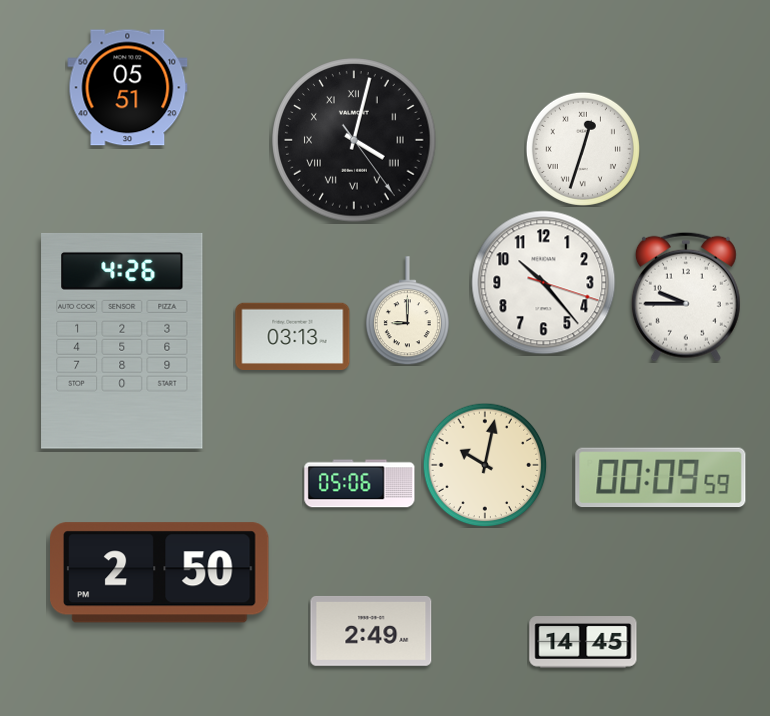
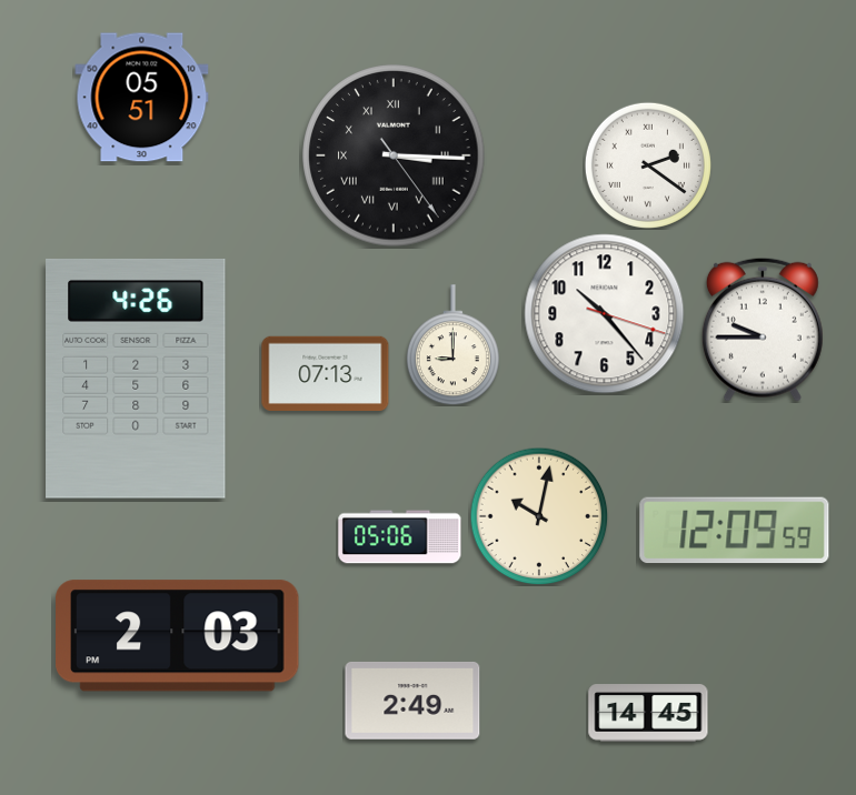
clock at (354, 140): 4:02 -> 3:15
clock at (583, 149): 12:33 -> 2:21
clock at (293, 336): 03:13 -> 07:13
clock at (661, 478): 00:09 -> 12:09
clock at (160, 573): 2:50 -> 2:03
